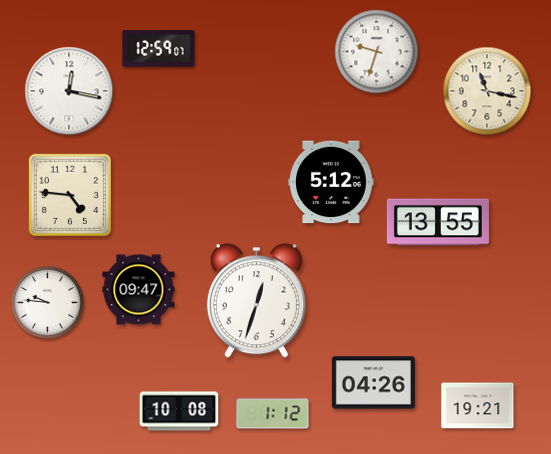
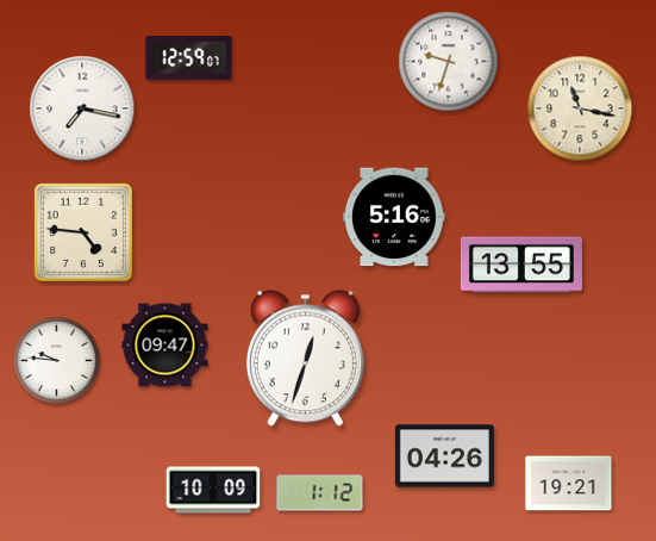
clock at (69, 91): 12:17 -> 7:17
clock at (332, 182): 5:12 -> 5:16
clock at (179, 411): 10:08 -> 10:09
clock at (273, 414) position: (273, 414) -> (320, 493)
